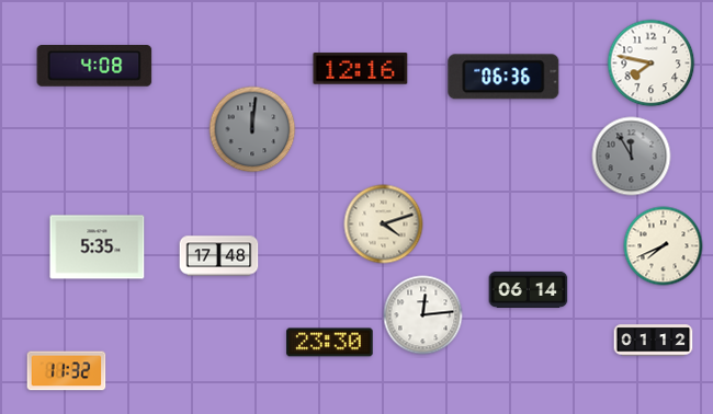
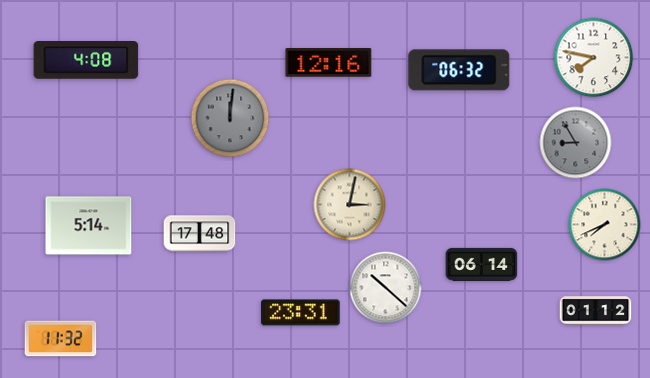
clock at (503, 77): 06:36 -> 06:32
clock at (632, 157): 11:55 -> 8:55
clock at (384, 225): 4:12 -> 3:02
clock at (98, 248): 5:35 -> 5:14
clock at (423, 315): 12:14 -> 10:22
clock at (330, 343): 23:30 -> 23:31
